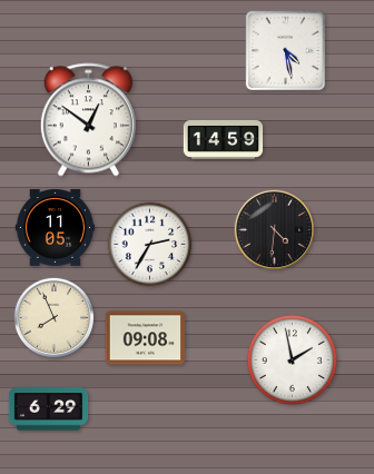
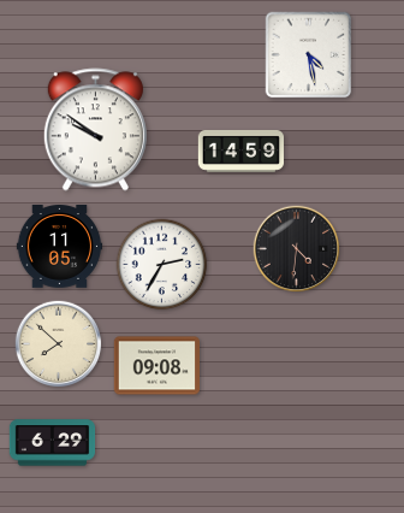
clock at (88, 120): 12:51 -> 9:51
clock at (55, 318): 7:56 -> 7:52
clock at (292, 359): 1:58 -> none
